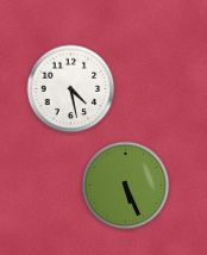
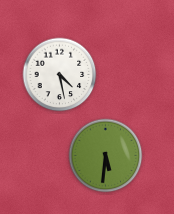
clock at (126, 186): 5:26 -> 5:31
